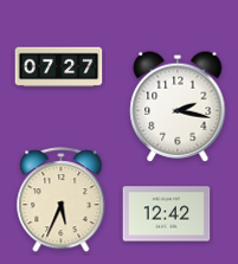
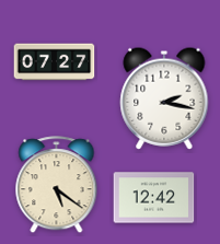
clock at (62, 200): 5:34 -> 5:21
